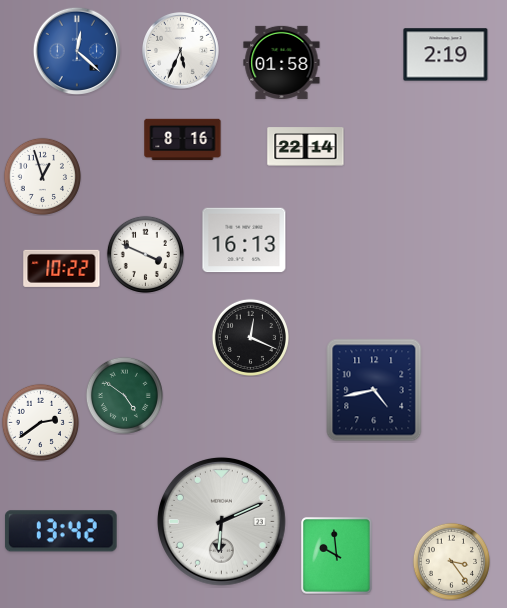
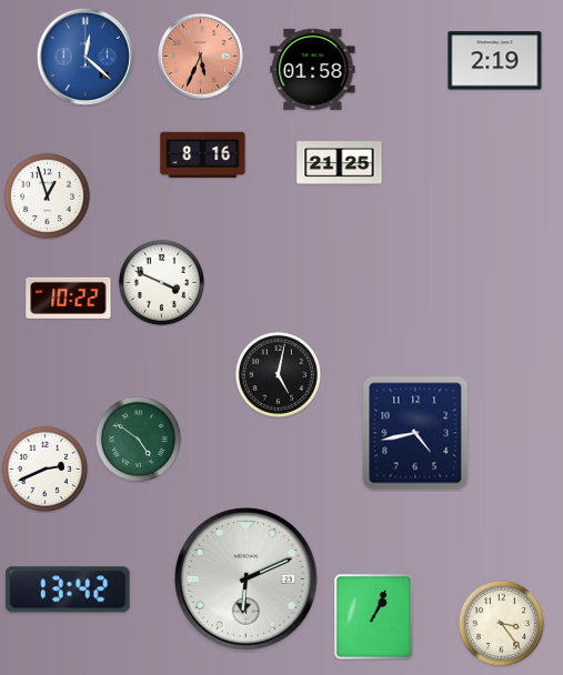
clock at (181, 51) dial: white -> salmon
clock at (306, 147): 22:14 -> 21:25
clock at (244, 240): 16:13 -> none
clock at (250, 337): 12:19 -> 5:02
clock at (40, 422): 2:39 -> 2:41
clock at (337, 556): 9:59 -> 1:04
